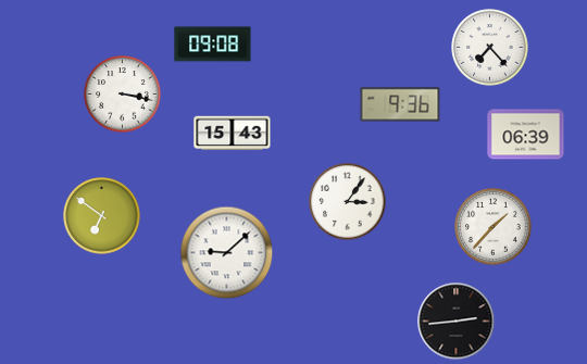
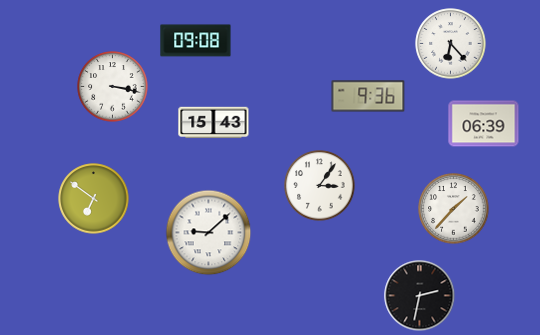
clock at (490, 48): 7:23 -> 6:23
clock at (457, 322): 2:44 -> 2:32
